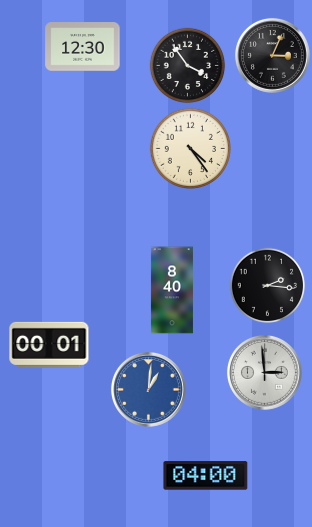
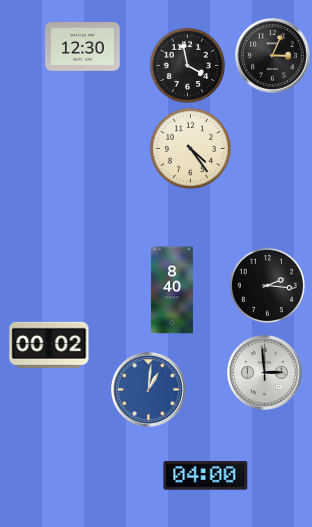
clock at (188, 66): 3:54 -> 3:58
clock at (49, 345): 00:01 -> 00:02
